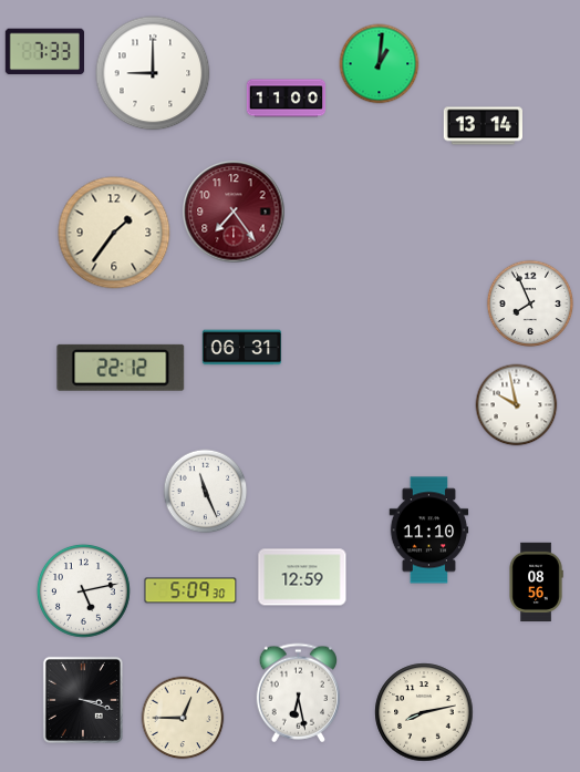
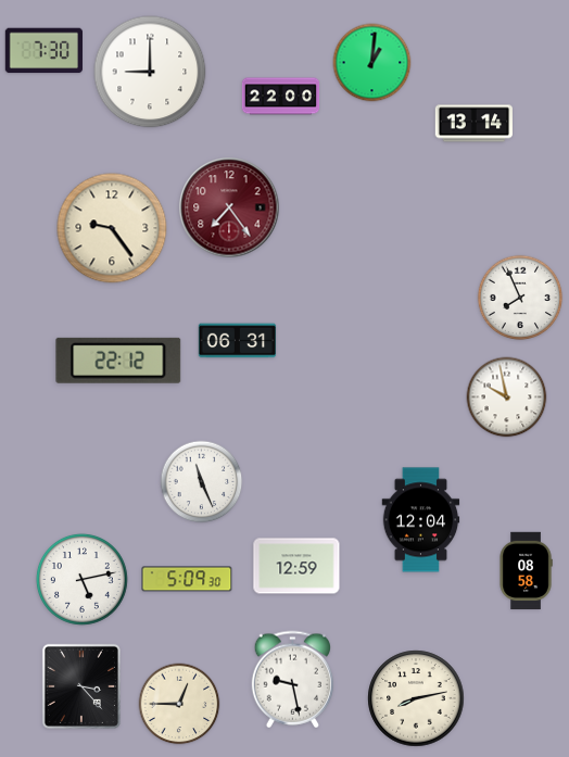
clock at (44, 52): 7:33 -> 7:30
clock at (287, 99): 11:00 -> 22:00
clock at (114, 233): 1:36 -> 9:24
clock at (429, 531): 11:10 -> 12:04
clock at (536, 583): 08:56 -> 08:58
clock at (298, 693): 6:28 -> 9:28
clock at (83, 700): 3:18 -> 3:23
